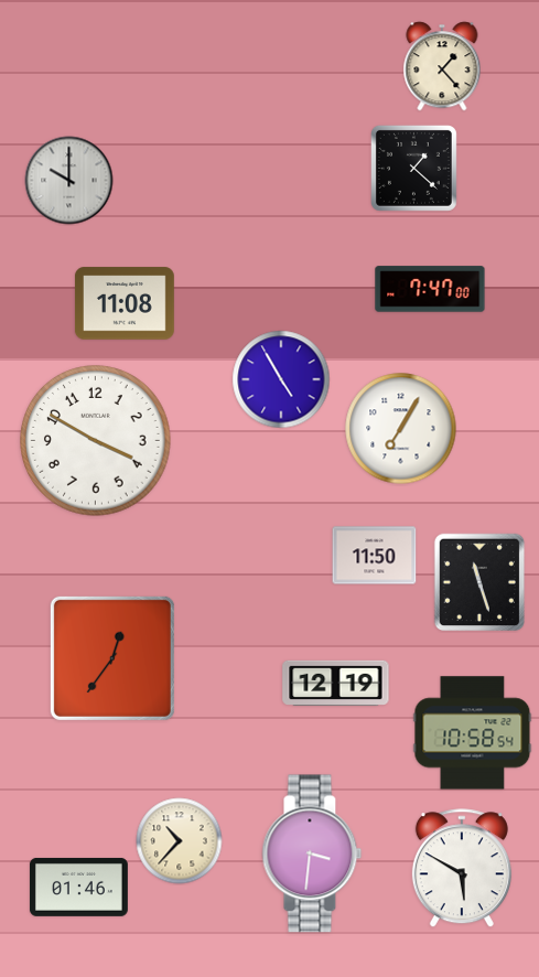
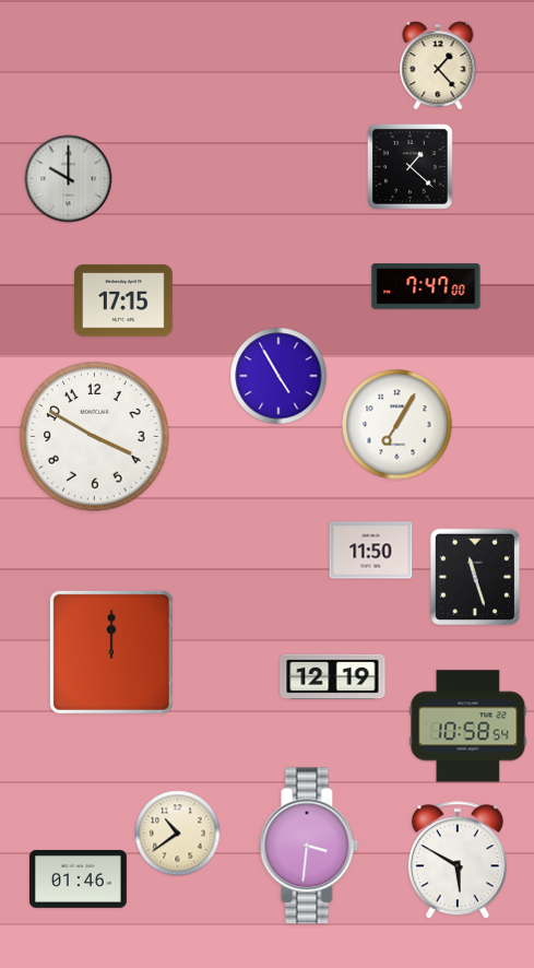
clock at (125, 303): 11:08 -> 17:15
clock at (112, 658): 12:36 -> 12:00
clock at (180, 841): 10:37 -> 10:39
